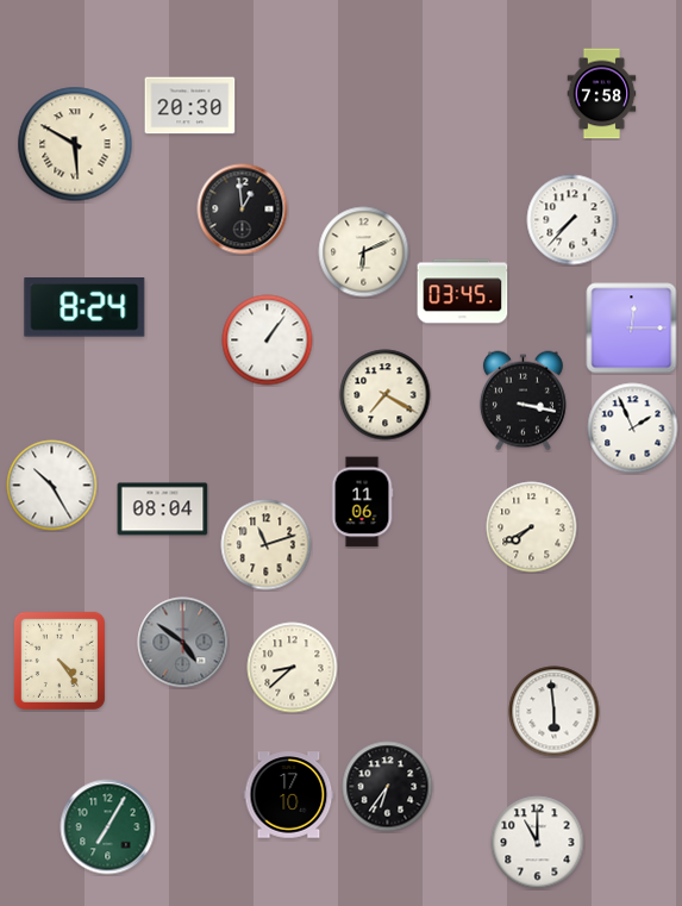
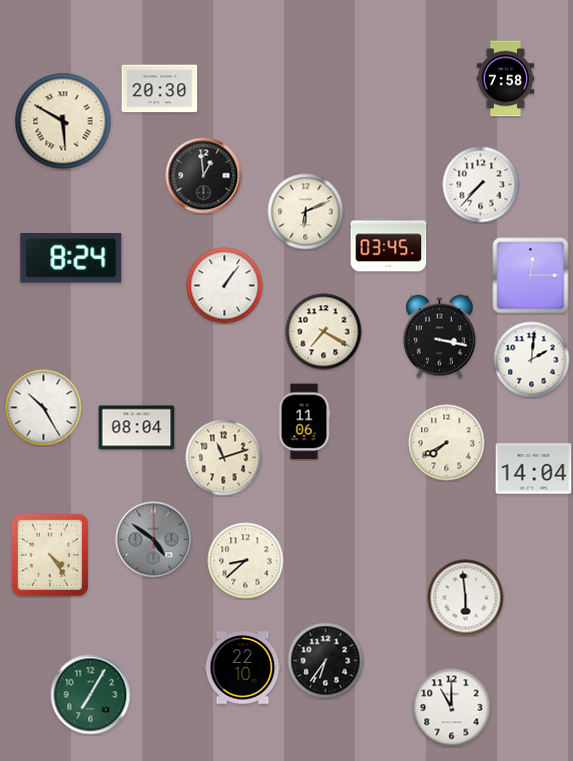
clock at (633, 429): 1:56 -> 2:01
clock at (534, 469): none -> 14:04
clock at (289, 795): 17:10 -> 22:10
